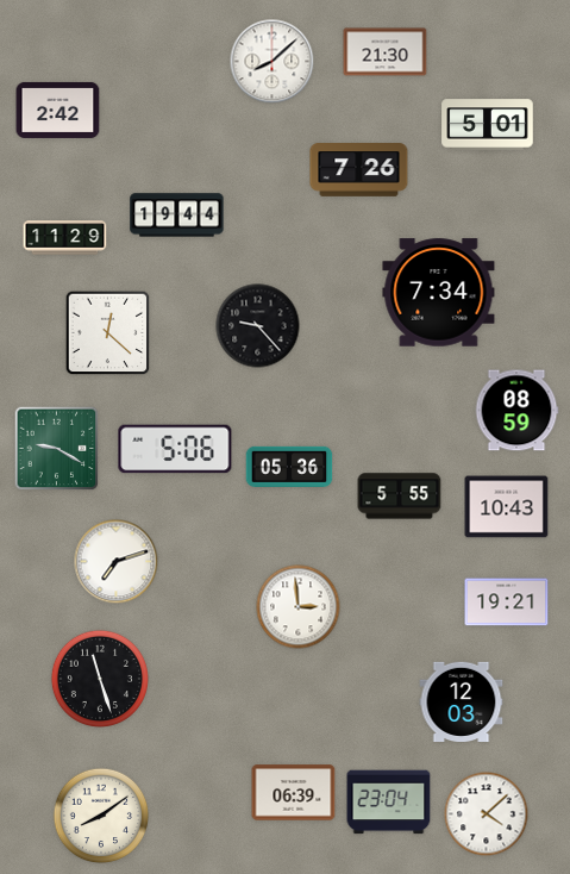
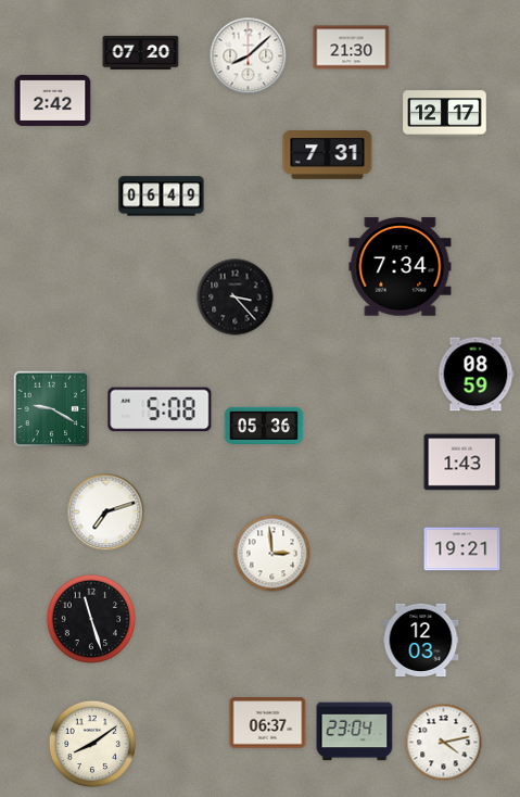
clock at (141, 52): none -> 07:20
clock at (488, 125): 5:01 -> 12:17
clock at (359, 170): 7:26 -> 7:31
clock at (177, 216): 19:44 -> 06:49
clock at (65, 238): 11:29 -> none
clock at (258, 326): 9:23 -> 3:23
clock at (108, 333): 12:22 -> none
clock at (516, 411) position: (516, 411) -> (475, 375)
clock at (175, 449): 5:06 -> 5:08
clock at (400, 497): 5:55 -> none
clock at (507, 507): 10:43 -> 1:43
clock at (294, 793): 06:39 -> 06:37
clock at (487, 814): 4:08 -> 4:13
